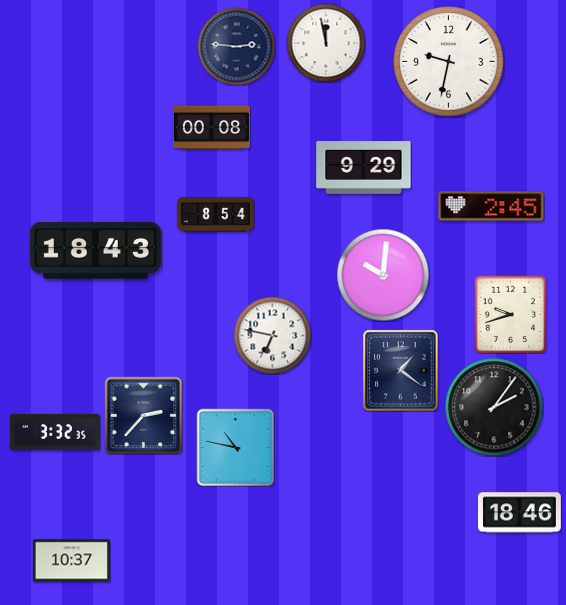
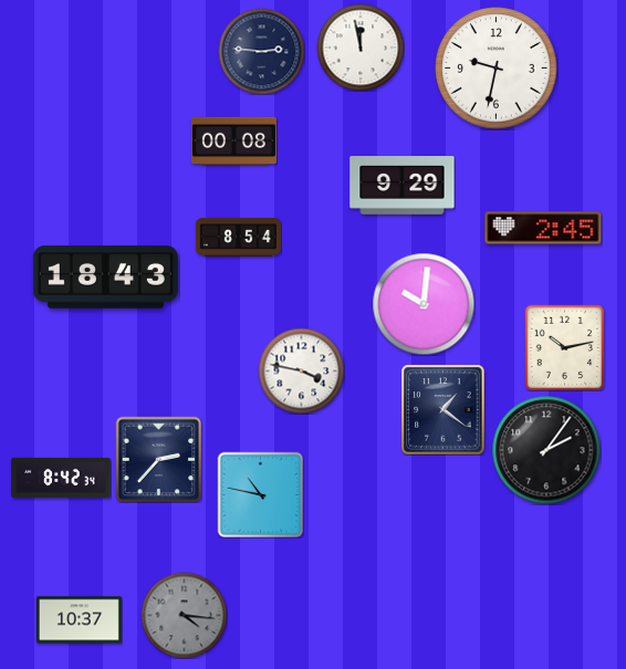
clock at (511, 314): 9:42 -> 10:13
clock at (272, 335): 6:47 -> 3:47
clock at (55, 432): 3:32 -> 8:42
clock at (520, 513): 18:46 -> none
clock at (184, 615): none -> 4:16
